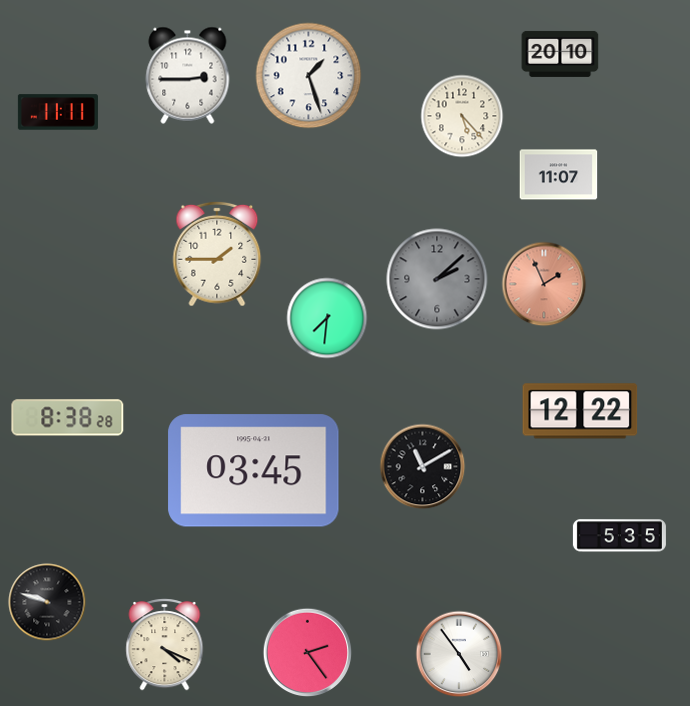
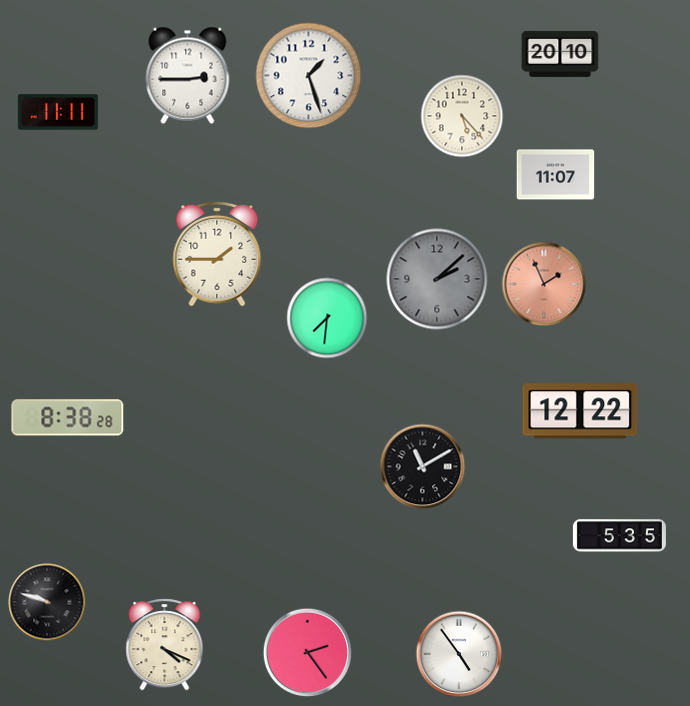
clock at (559, 175) position: (559, 175) -> (556, 175)
clock at (254, 471): 03:45 -> none
